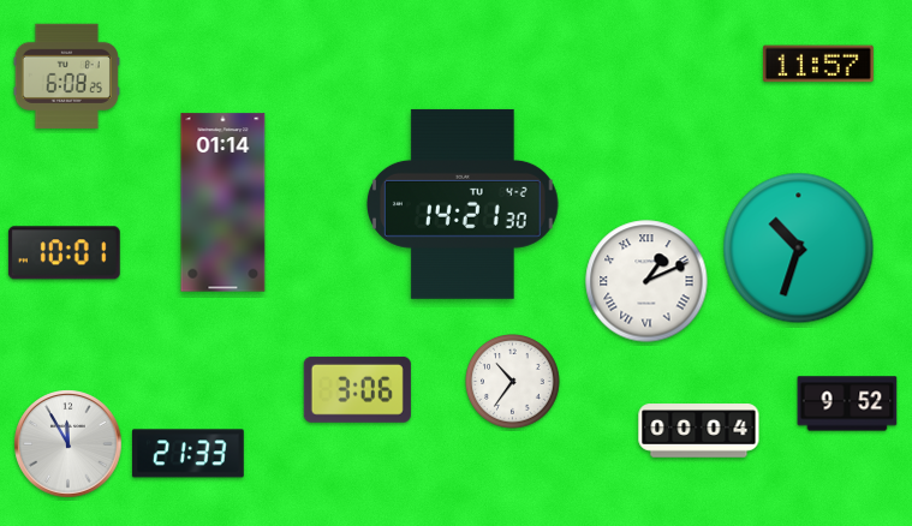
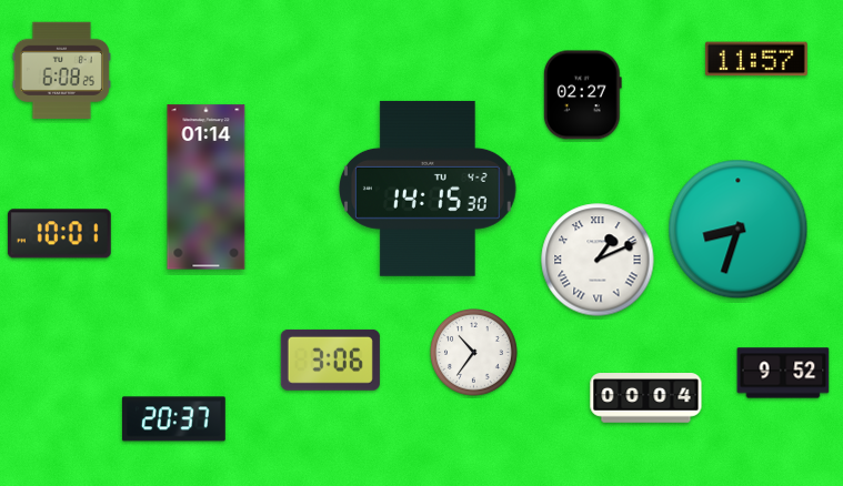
clock at (582, 95): none -> 02:27
clock at (463, 204): 14:21 -> 14:15
clock at (799, 249): 10:33 -> 8:33
clock at (68, 444): 11:55 -> none
clock at (187, 454): 21:33 -> 20:37
